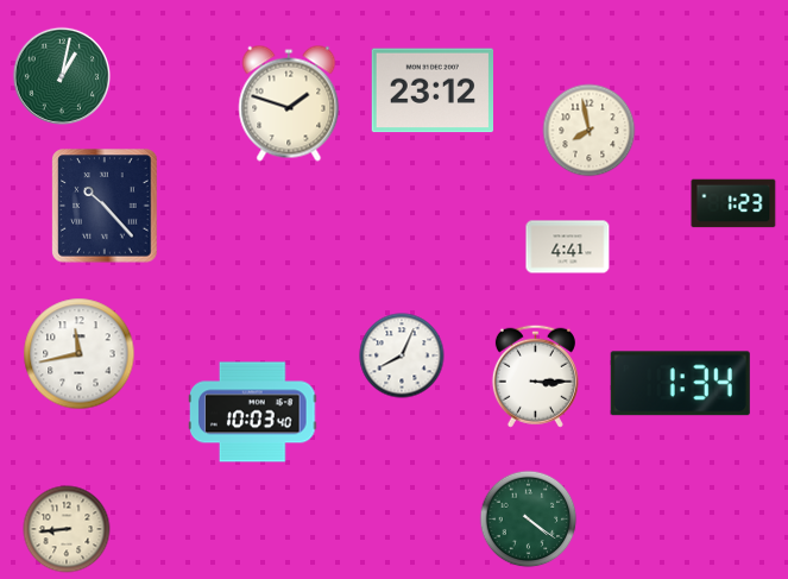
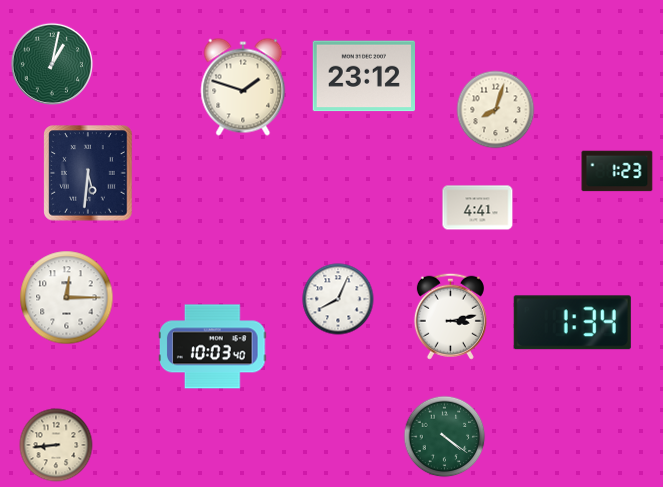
clock at (590, 131): 7:58 -> 8:03
clock at (105, 206): 10:23 -> 5:31
clock at (80, 354): 11:43 -> 12:15
clock at (535, 376): 3:15 -> 3:13
